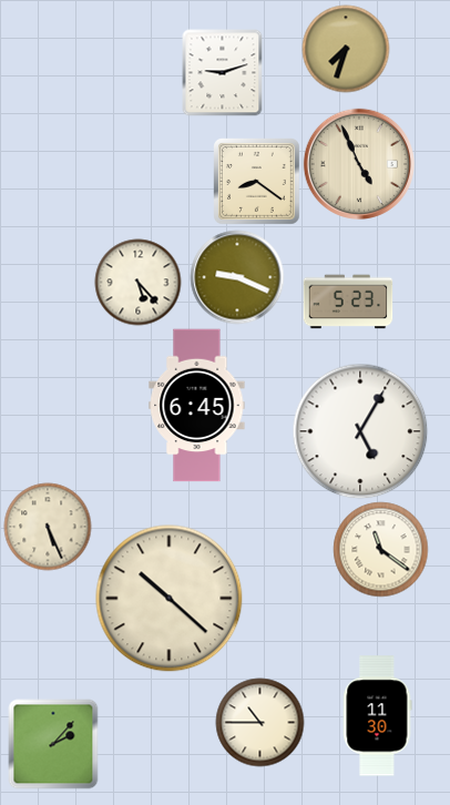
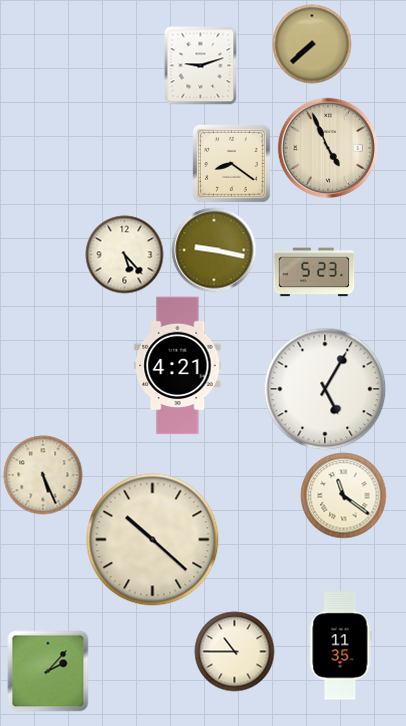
clock at (346, 49): 7:33 -> 7:38
clock at (359, 164) position: (359, 164) -> (328, 148)
clock at (237, 277): 9:19 -> 9:17
clock at (197, 406): 6:45 -> 4:21
clock at (377, 716): 11:30 -> 11:35
